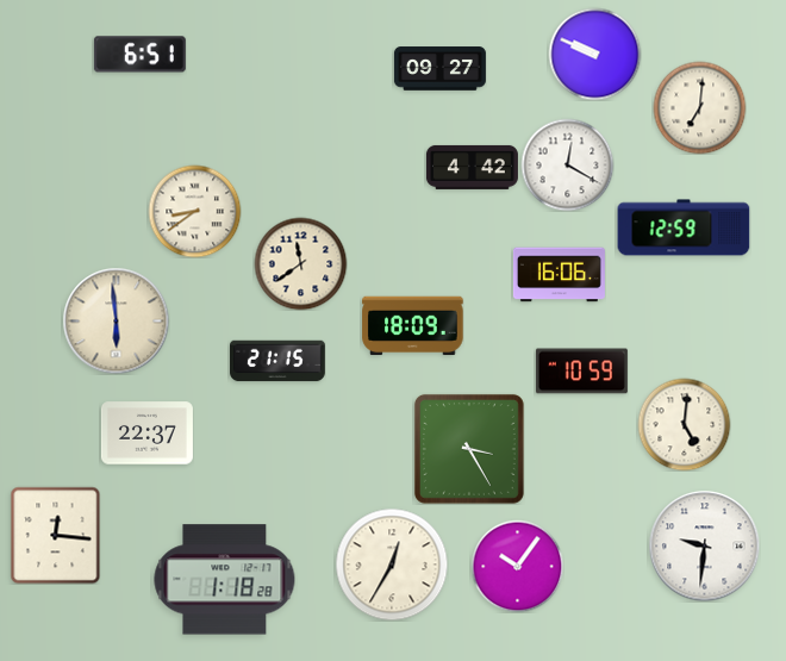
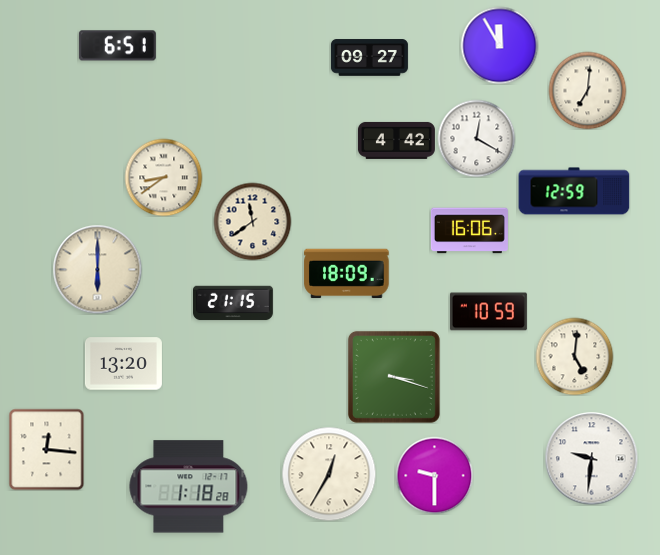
clock at (594, 54): 9:49 -> 11:55
clock at (116, 320): 5:59 -> 6:00
clock at (146, 434): 22:37 -> 13:20
clock at (469, 449): 3:25 -> 3:18
clock at (517, 566): 10:06 -> 9:30
